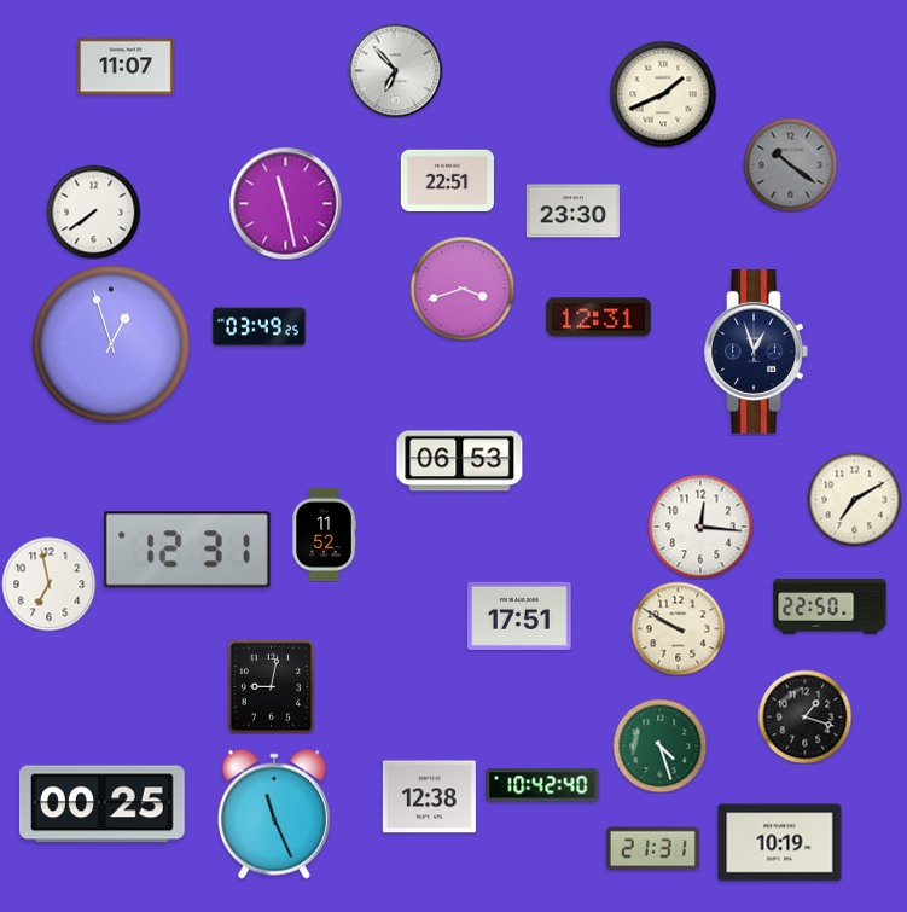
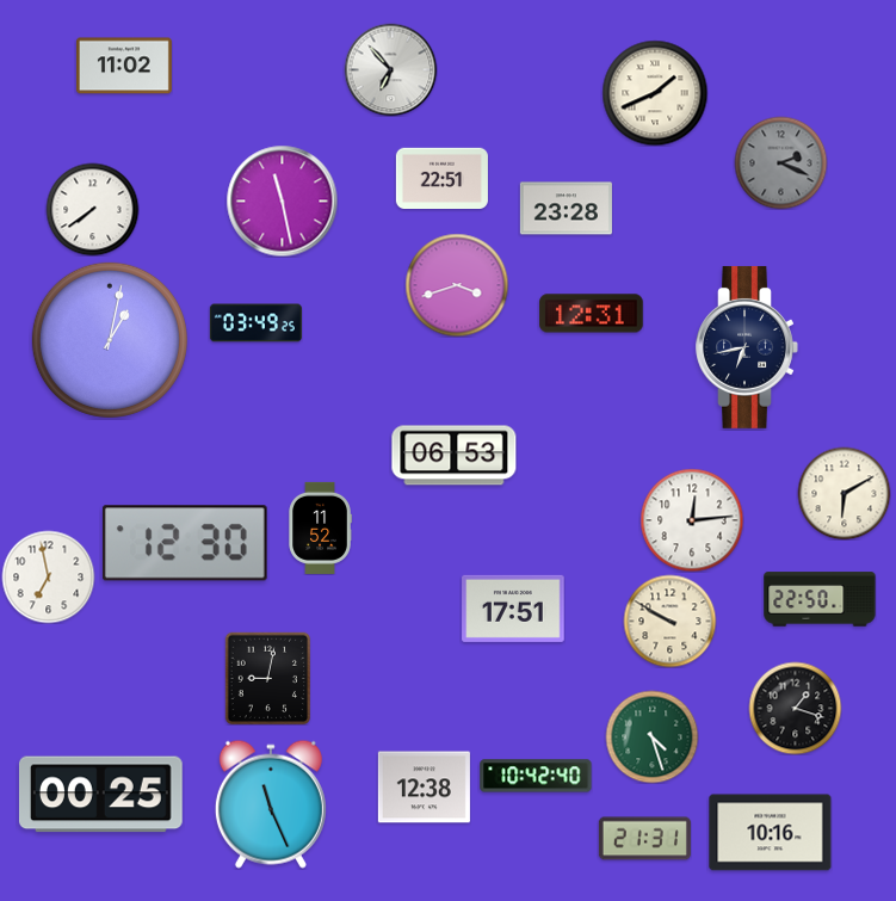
clock at (126, 66): 11:07 -> 11:02
clock at (790, 164): 10:21 -> 2:19
clock at (572, 211): 23:30 -> 23:28
clock at (111, 344): 12:57 -> 1:02
clock at (756, 352): 12:57 -> 6:43
clock at (854, 499): 7:10 -> 6:10
clock at (700, 527): 12:16 -> 12:14
clock at (187, 550): 12:31 -> 12:30
clock at (780, 843): 10:19 -> 10:16
